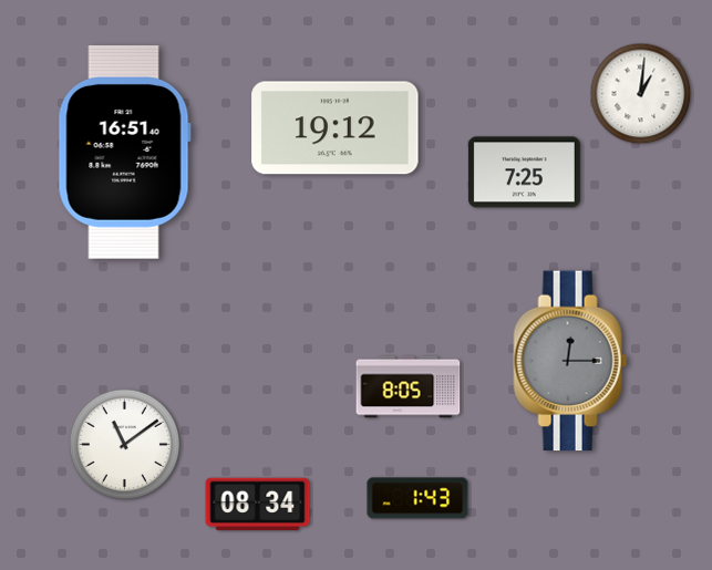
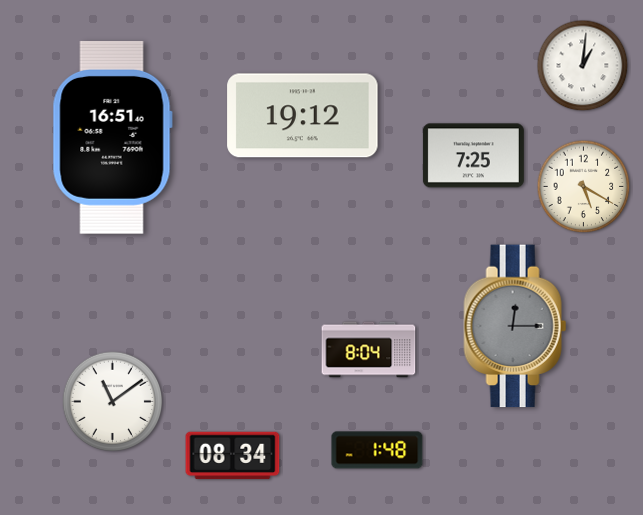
clock at (641, 94) position: (641, 94) -> (583, 66)
clock at (584, 187): none -> 5:20
clock at (409, 387): 8:05 -> 8:04
clock at (417, 498): 1:43 -> 1:48
